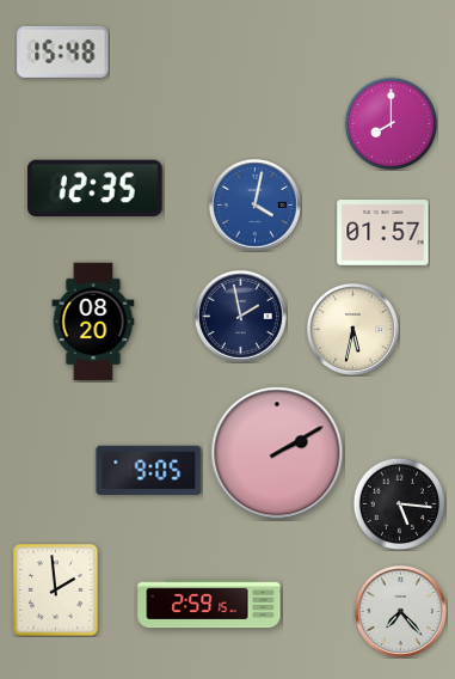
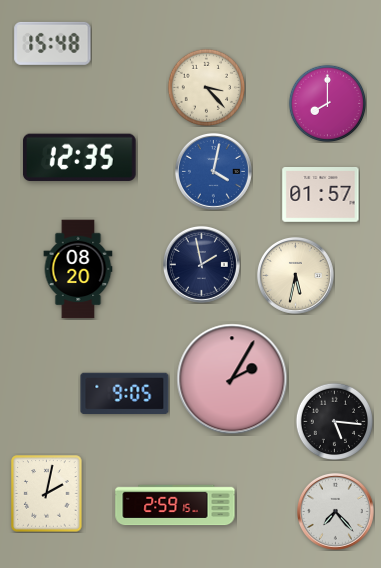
clock at (206, 87): none -> 3:23
clock at (277, 453): 2:10 -> 2:05
clock at (56, 591): 1:59 -> 2:02
